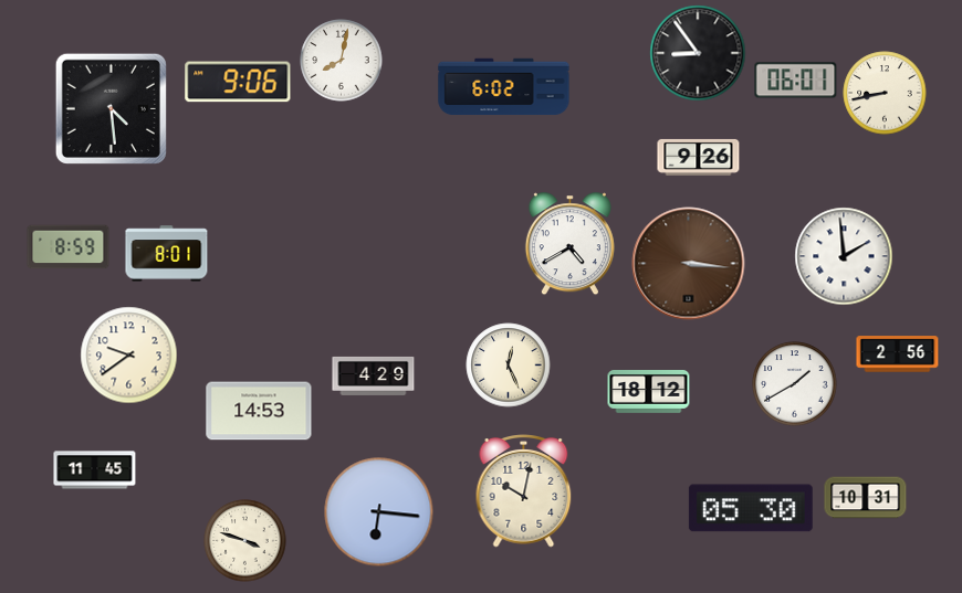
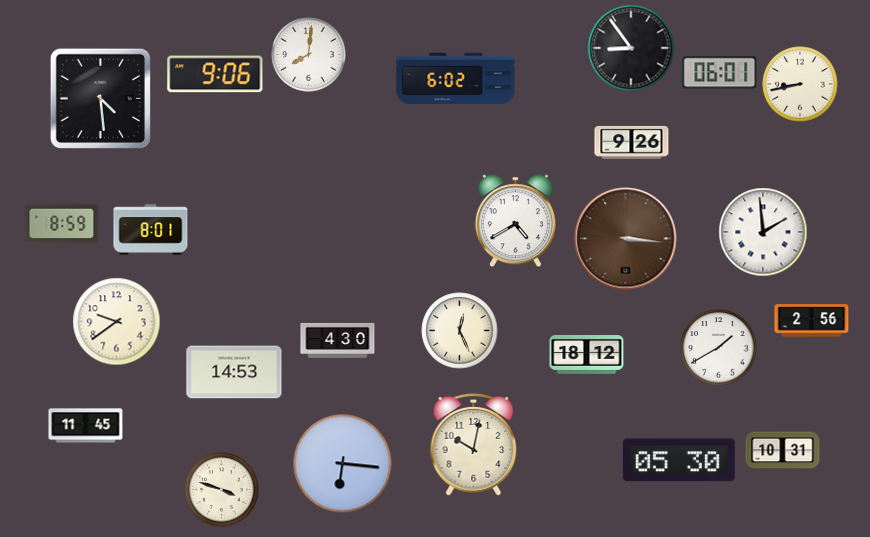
clock at (342, 61): 8:02 -> 8:01
clock at (689, 264) position: (689, 264) -> (626, 239)
clock at (374, 375): 4:29 -> 4:30
